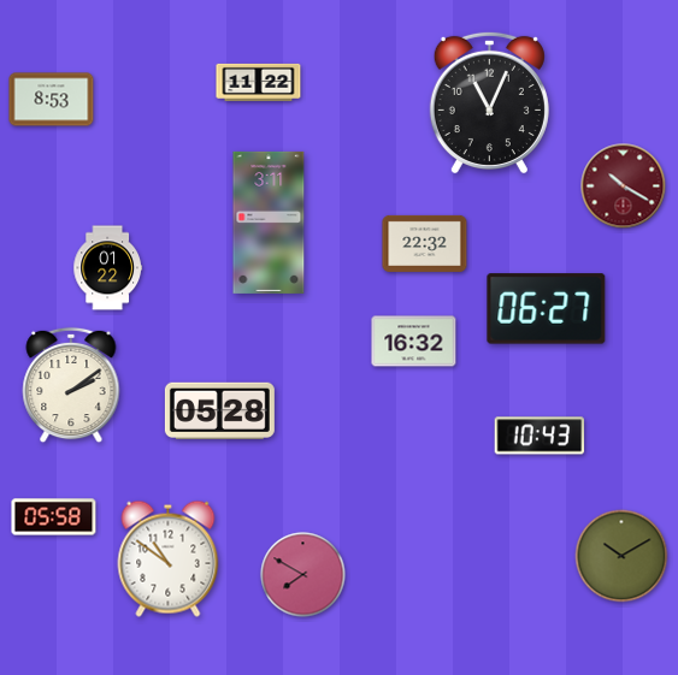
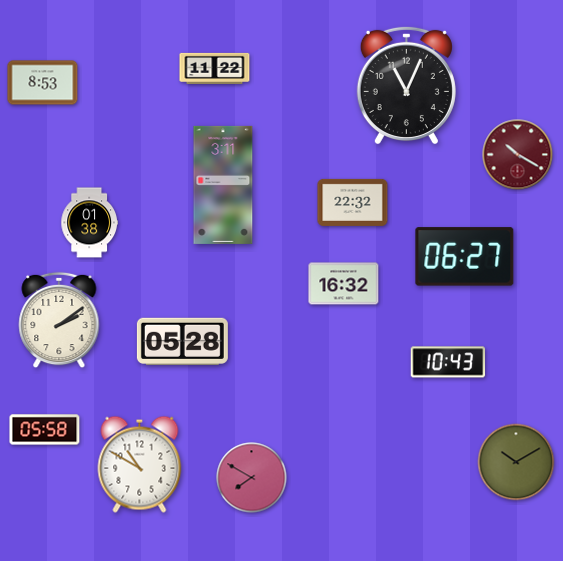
clock at (107, 268): 01:22 -> 01:38
clock at (547, 309) position: (547, 309) -> (465, 257)
clock at (169, 558): 10:51 -> 10:50
